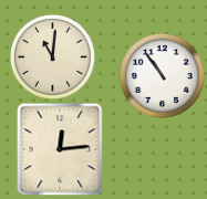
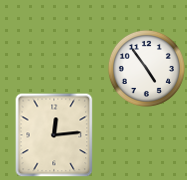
clock at (52, 56): 11:01 -> none
clock at (162, 75): 10:54 -> 4:54
